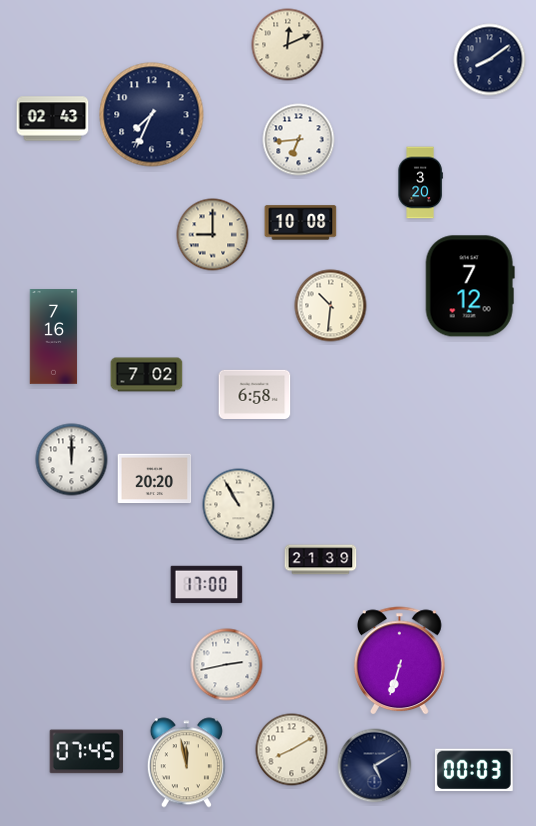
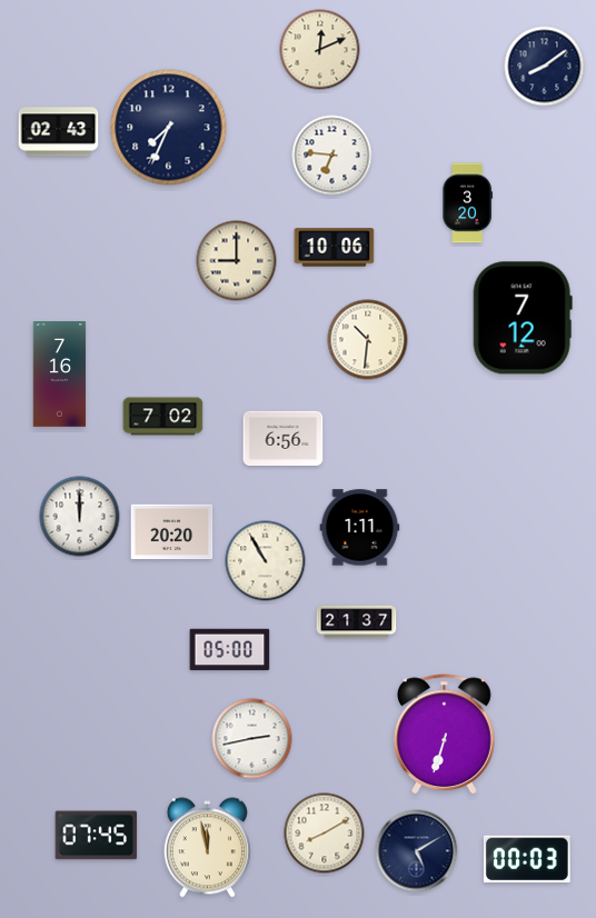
clock at (299, 140): 6:44 -> 6:46
clock at (301, 223): 10:08 -> 10:06
clock at (255, 394): 6:58 -> 6:56
clock at (72, 460) position: (72, 460) -> (80, 517)
clock at (360, 528): none -> 1:11
clock at (321, 560): 21:39 -> 21:37
clock at (207, 585): 17:00 -> 05:00
clock at (474, 770) position: (474, 770) -> (527, 859)
